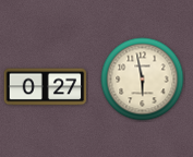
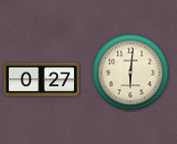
clock at (143, 80): 5:58 -> 6:01
